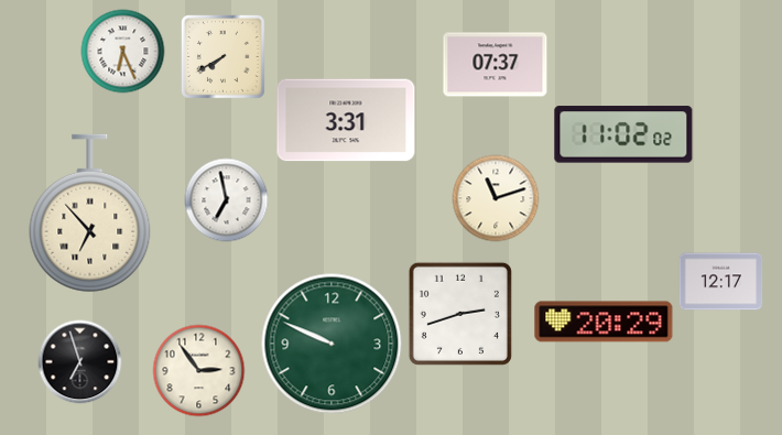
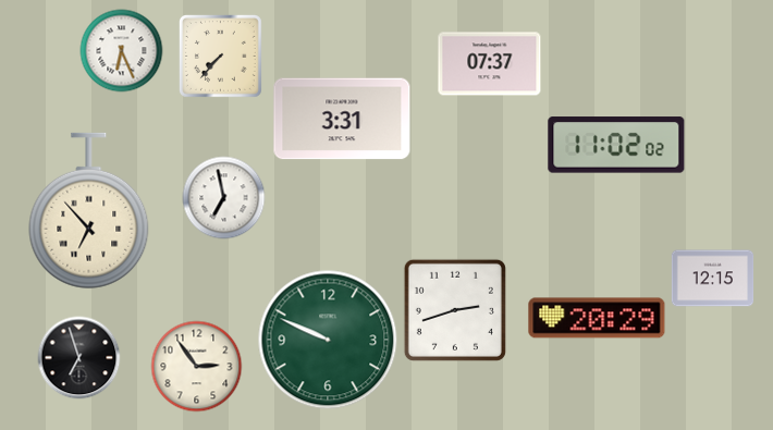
clock at (222, 56): 7:40 -> 7:37
clock at (623, 134) position: (623, 134) -> (616, 145)
clock at (496, 198): 11:12 -> none
clock at (721, 282): 12:17 -> 12:15
